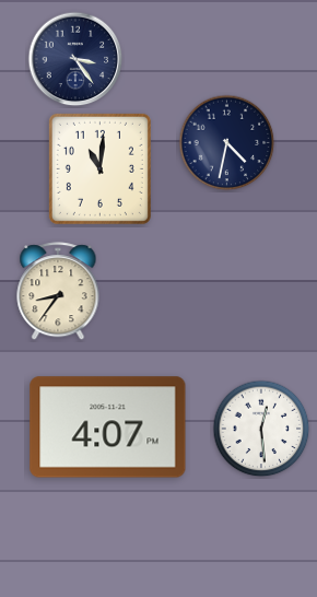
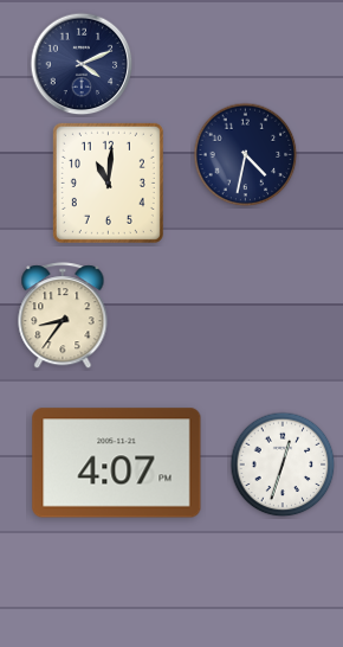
clock at (75, 59): 3:24 -> 4:11
clock at (261, 429): 12:29 -> 12:33
